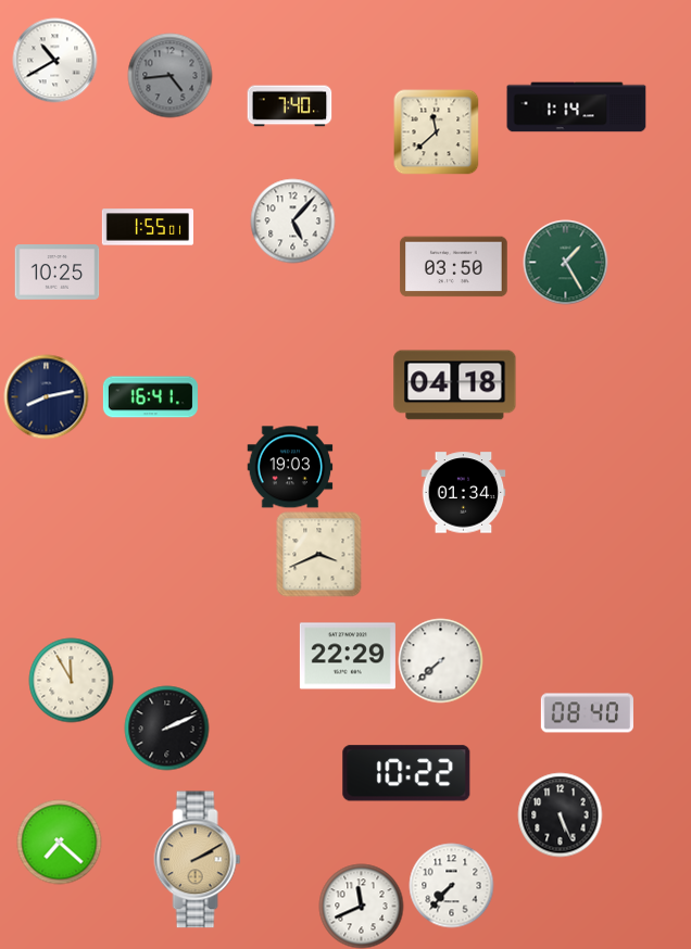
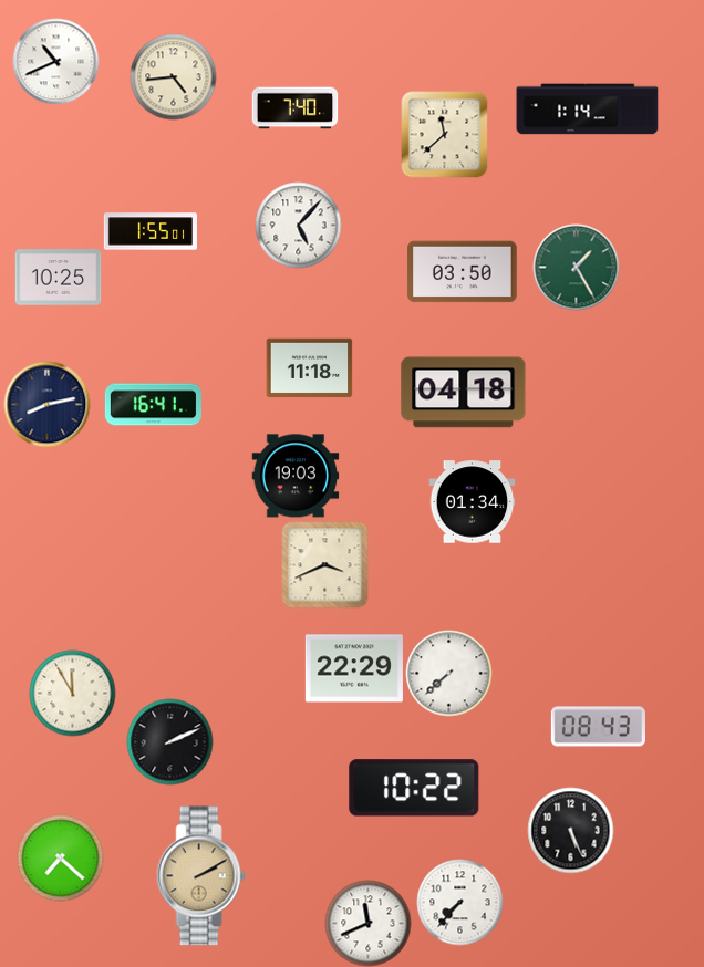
clock at (54, 60): 10:40 -> 10:41
clock at (169, 75) dial: grey -> cream
clock at (309, 368): none -> 11:18
clock at (587, 713): 08:40 -> 08:43
